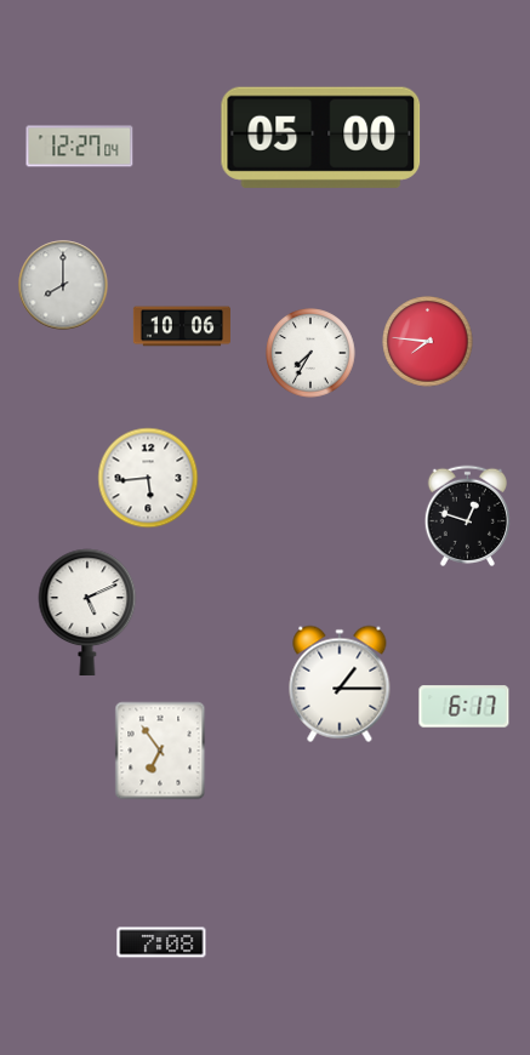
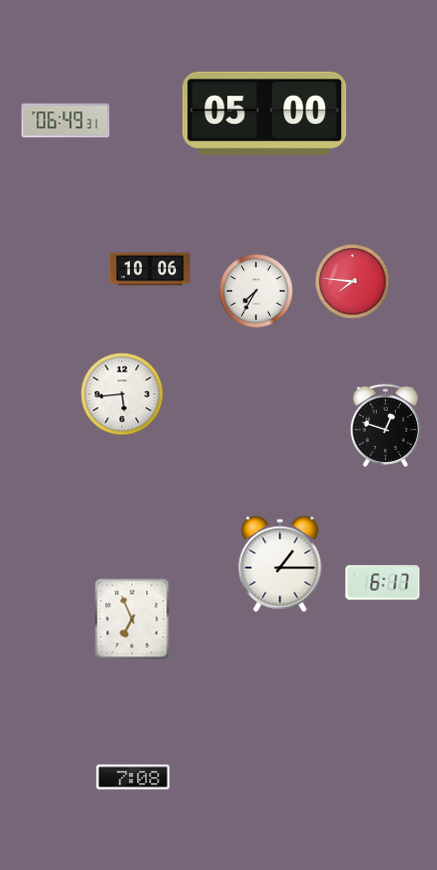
clock at (80, 147): 12:27 -> 06:49
clock at (63, 285): 8:00 -> none
clock at (87, 611): 5:11 -> none
clock at (160, 751): 6:54 -> 6:56
